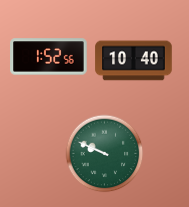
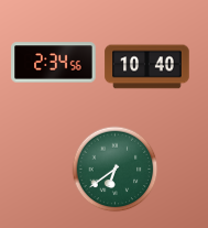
clock at (49, 57): 1:52 -> 2:34
clock at (104, 153): 9:49 -> 6:39
